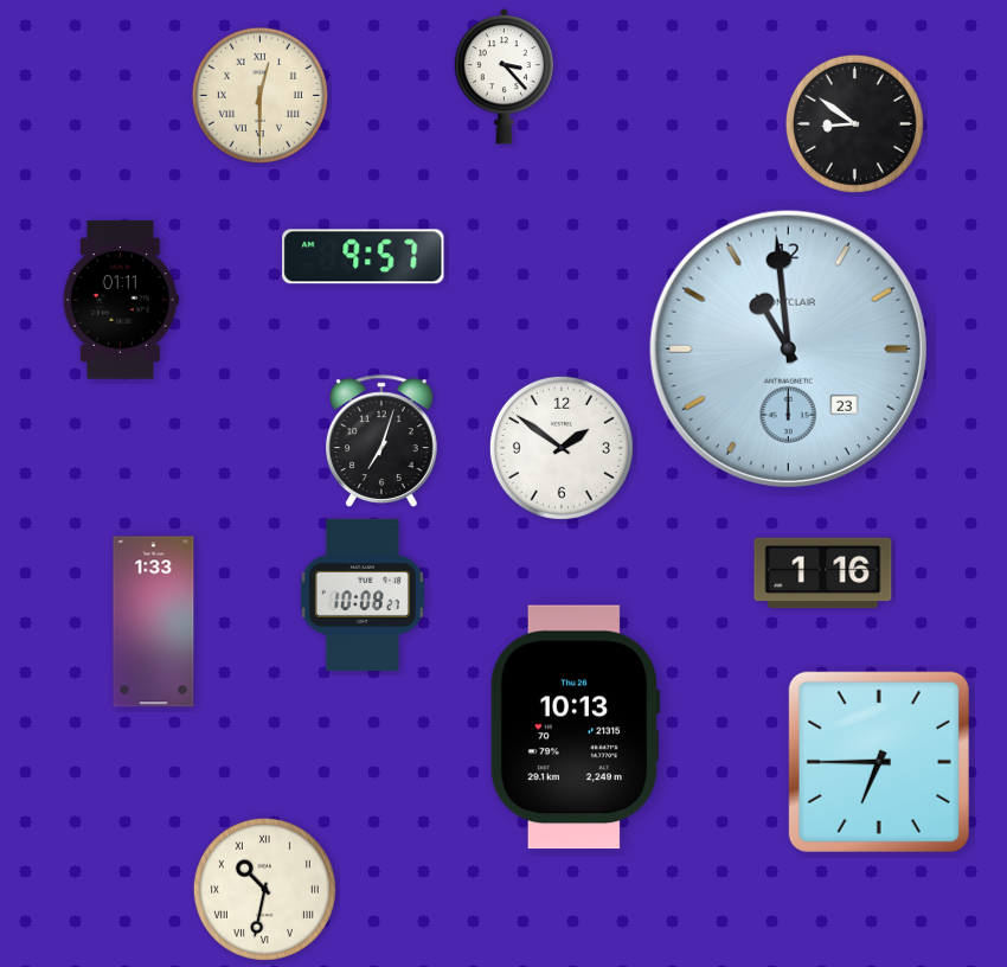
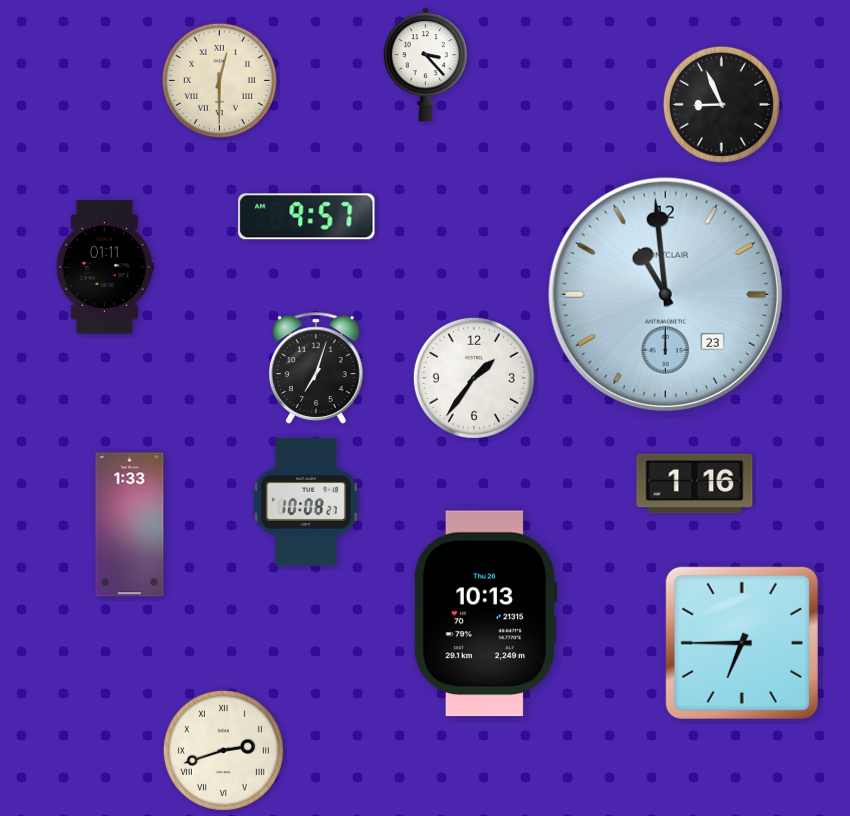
clock at (854, 123): 8:51 -> 8:56
clock at (121, 300) position: (121, 300) -> (105, 267)
clock at (383, 441) position: (383, 441) -> (317, 368)
clock at (562, 448): 1:51 -> 1:36
clock at (264, 889): 10:32 -> 2:42
